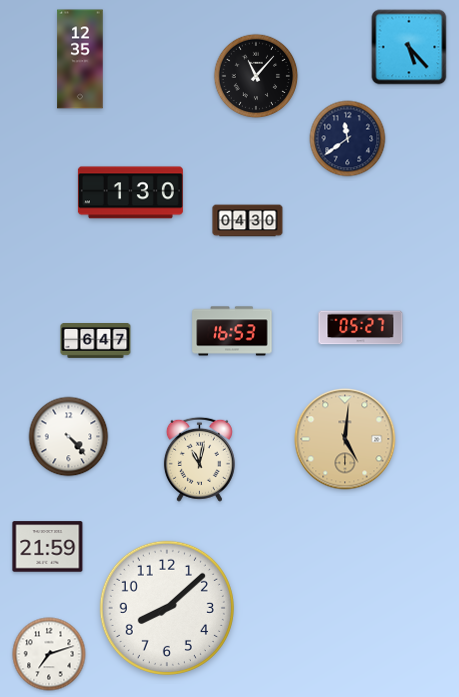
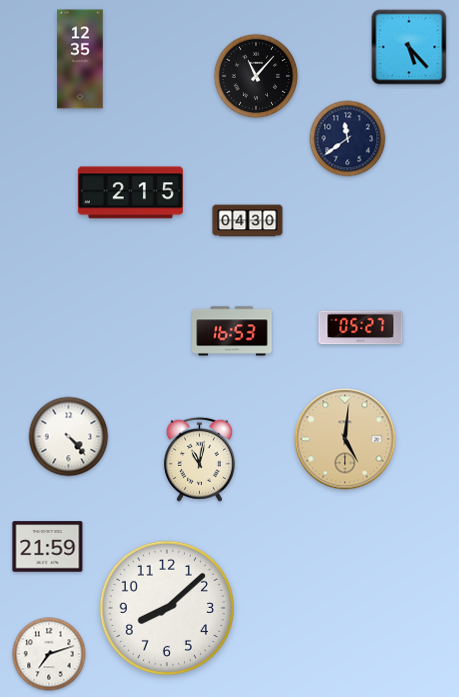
clock at (130, 193): 1:30 -> 2:15
clock at (96, 341): 6:47 -> none
